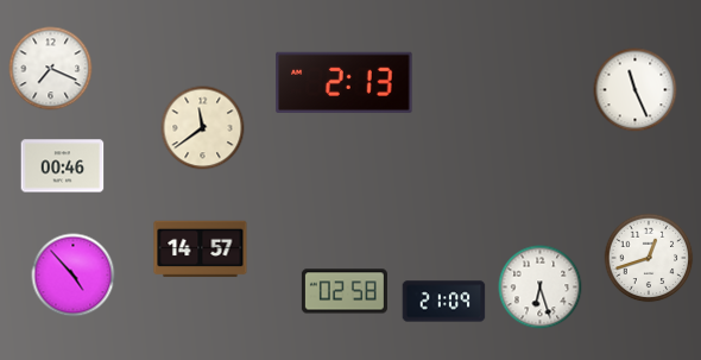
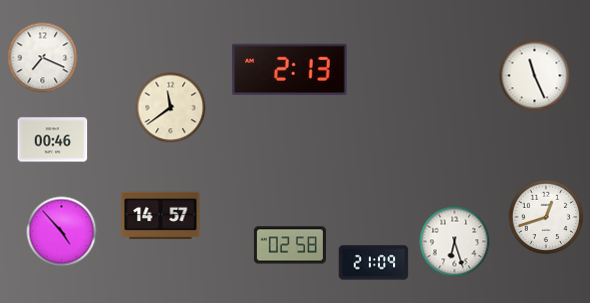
clock at (201, 250) position: (201, 250) -> (161, 216)
clock at (444, 302) position: (444, 302) -> (374, 263)
